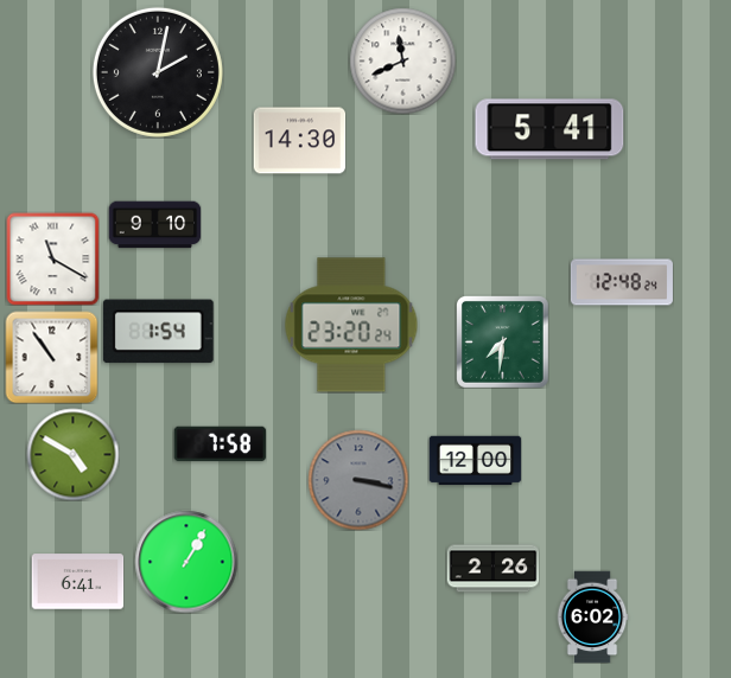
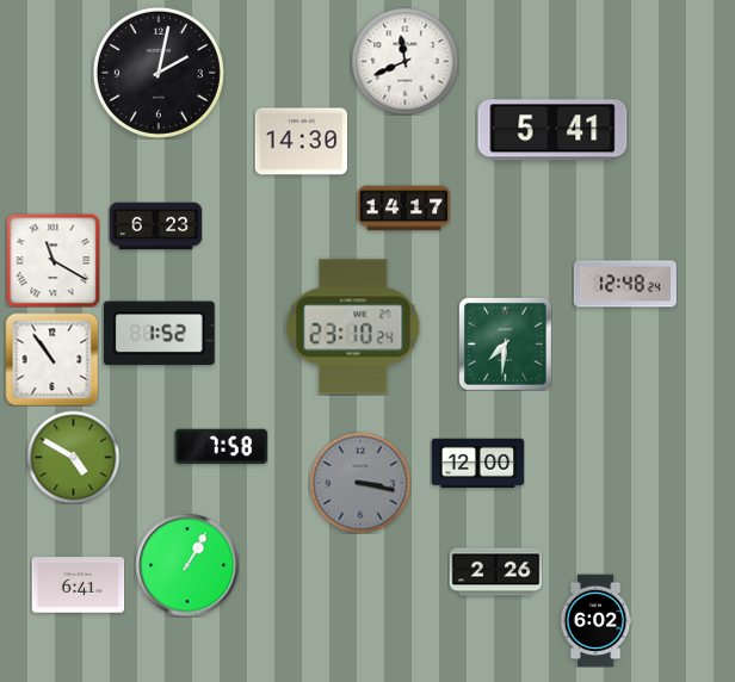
clock at (403, 209): none -> 14:17
clock at (154, 225): 9:10 -> 6:23
clock at (351, 325): 23:20 -> 23:10
clock at (158, 332): 1:54 -> 1:52
